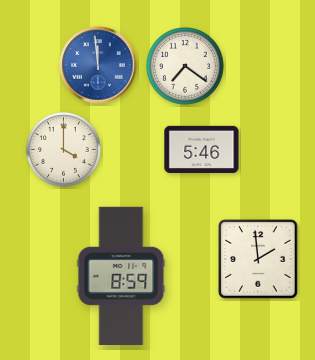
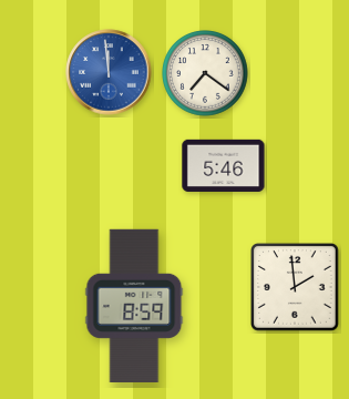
clock at (64, 150): 4:00 -> none
clock at (259, 260) position: (259, 260) -> (296, 288)
